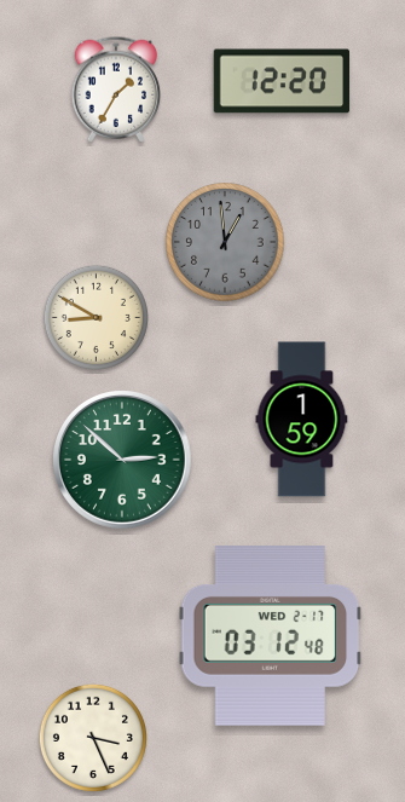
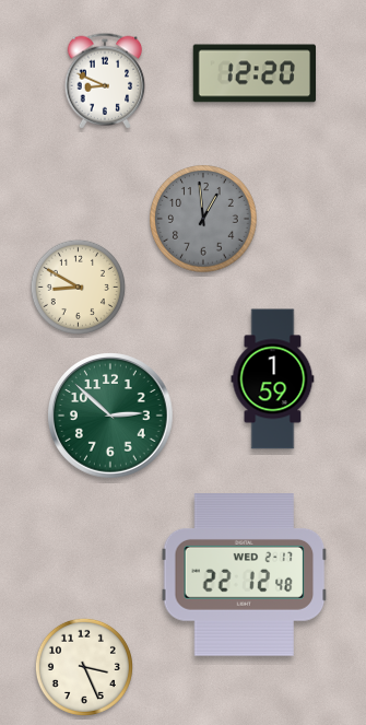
clock at (116, 90): 1:35 -> 8:49
clock at (96, 317) position: (96, 317) -> (78, 287)
clock at (271, 636): 03:12 -> 22:12
